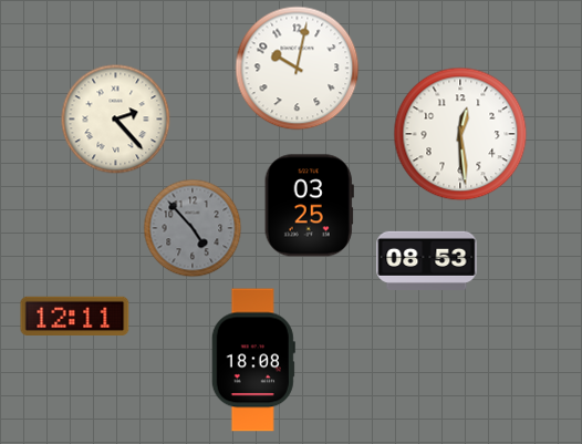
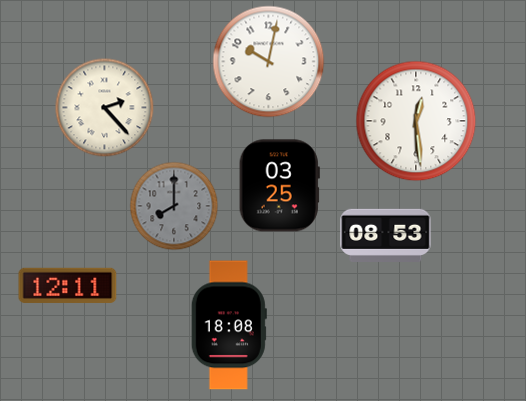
clock at (193, 228): 4:53 -> 8:00
